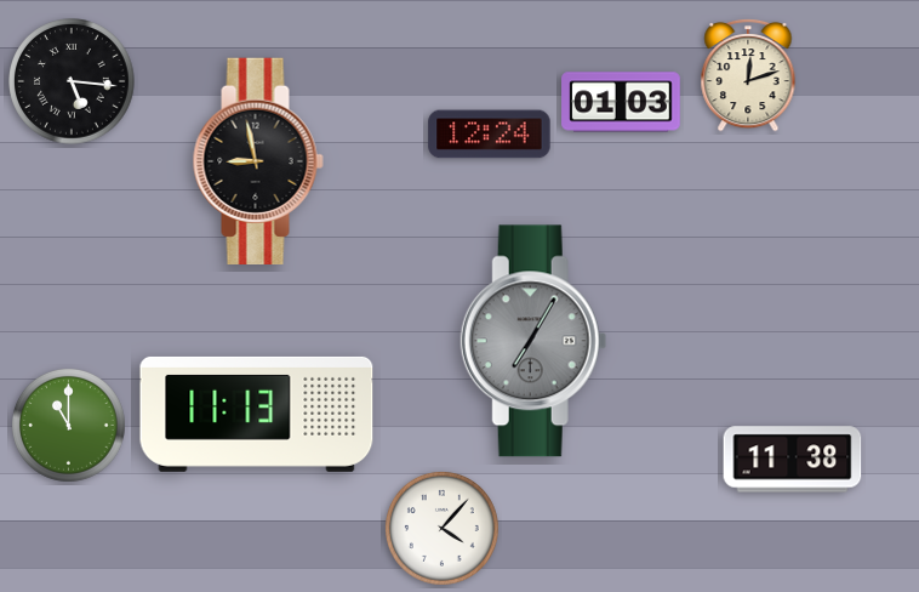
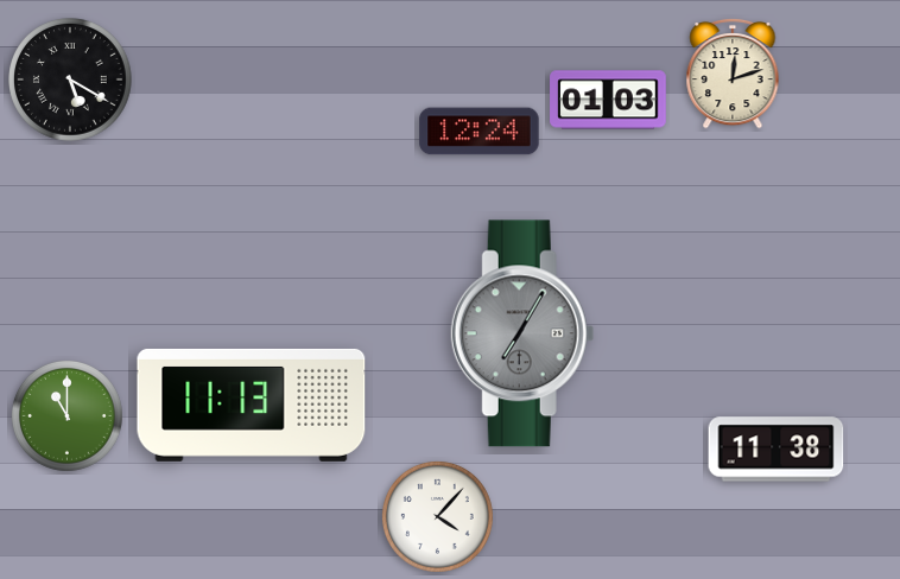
clock at (72, 81): 5:16 -> 5:20
clock at (258, 160): 8:58 -> none
clock at (441, 528) position: (441, 528) -> (437, 516)
